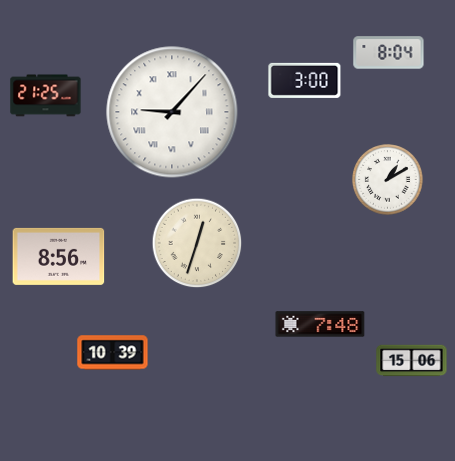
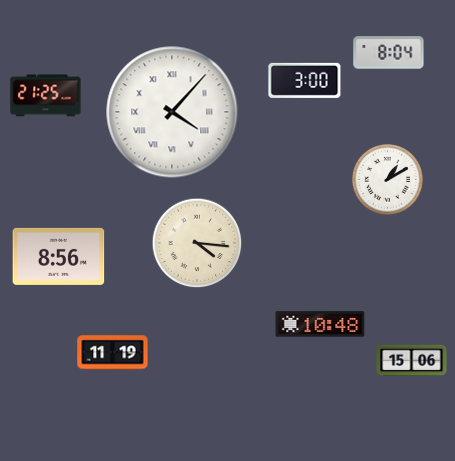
clock at (172, 112): 9:07 -> 4:07
clock at (197, 243): 12:33 -> 4:16
clock at (320, 324): 7:48 -> 10:48
clock at (113, 353): 10:39 -> 11:19
